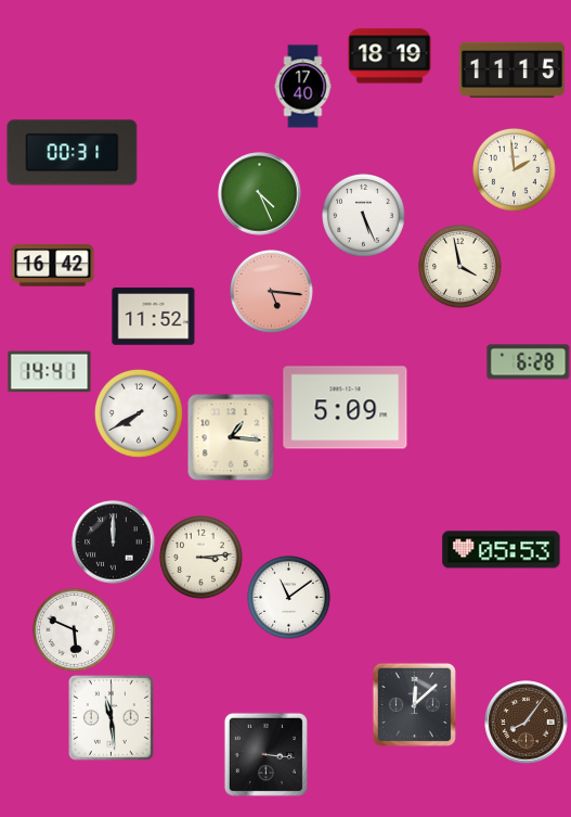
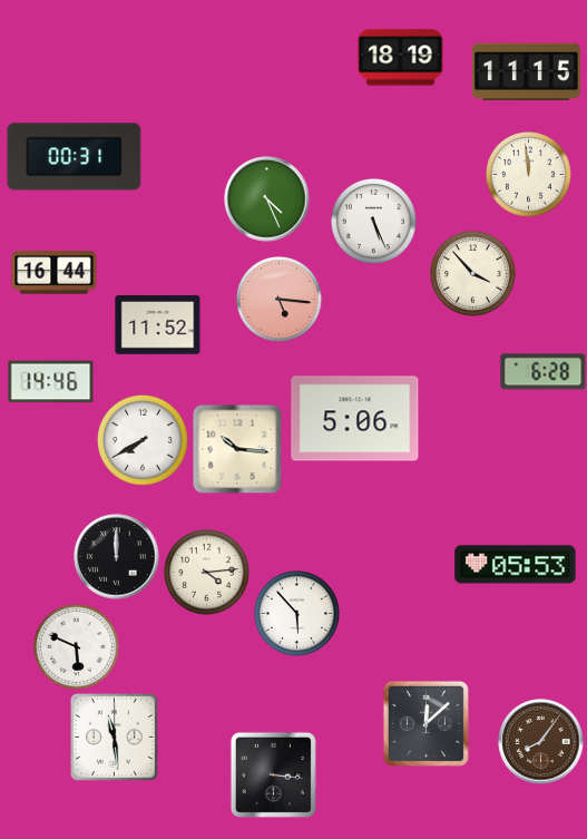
clock at (303, 87): 17:40 -> none
clock at (515, 170): 1:59 -> 11:59
clock at (53, 266): 16:42 -> 16:44
clock at (460, 267): 3:58 -> 3:53
clock at (50, 372): 14:41 -> 14:46
clock at (346, 408): 5:09 -> 5:06
clock at (139, 413) position: (139, 413) -> (143, 440)
clock at (231, 437): 1:16 -> 10:16
clock at (202, 558): 3:14 -> 4:14
clock at (289, 598): 11:09 -> 5:53
